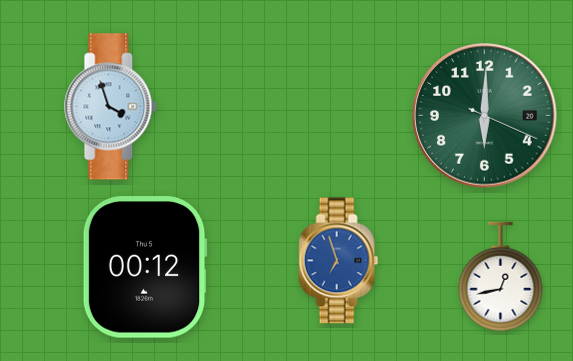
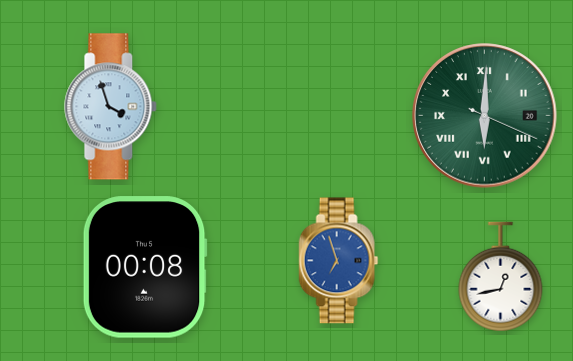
clock at (485, 116) numerals: Arabic -> Roman
clock at (145, 267): 00:12 -> 00:08
